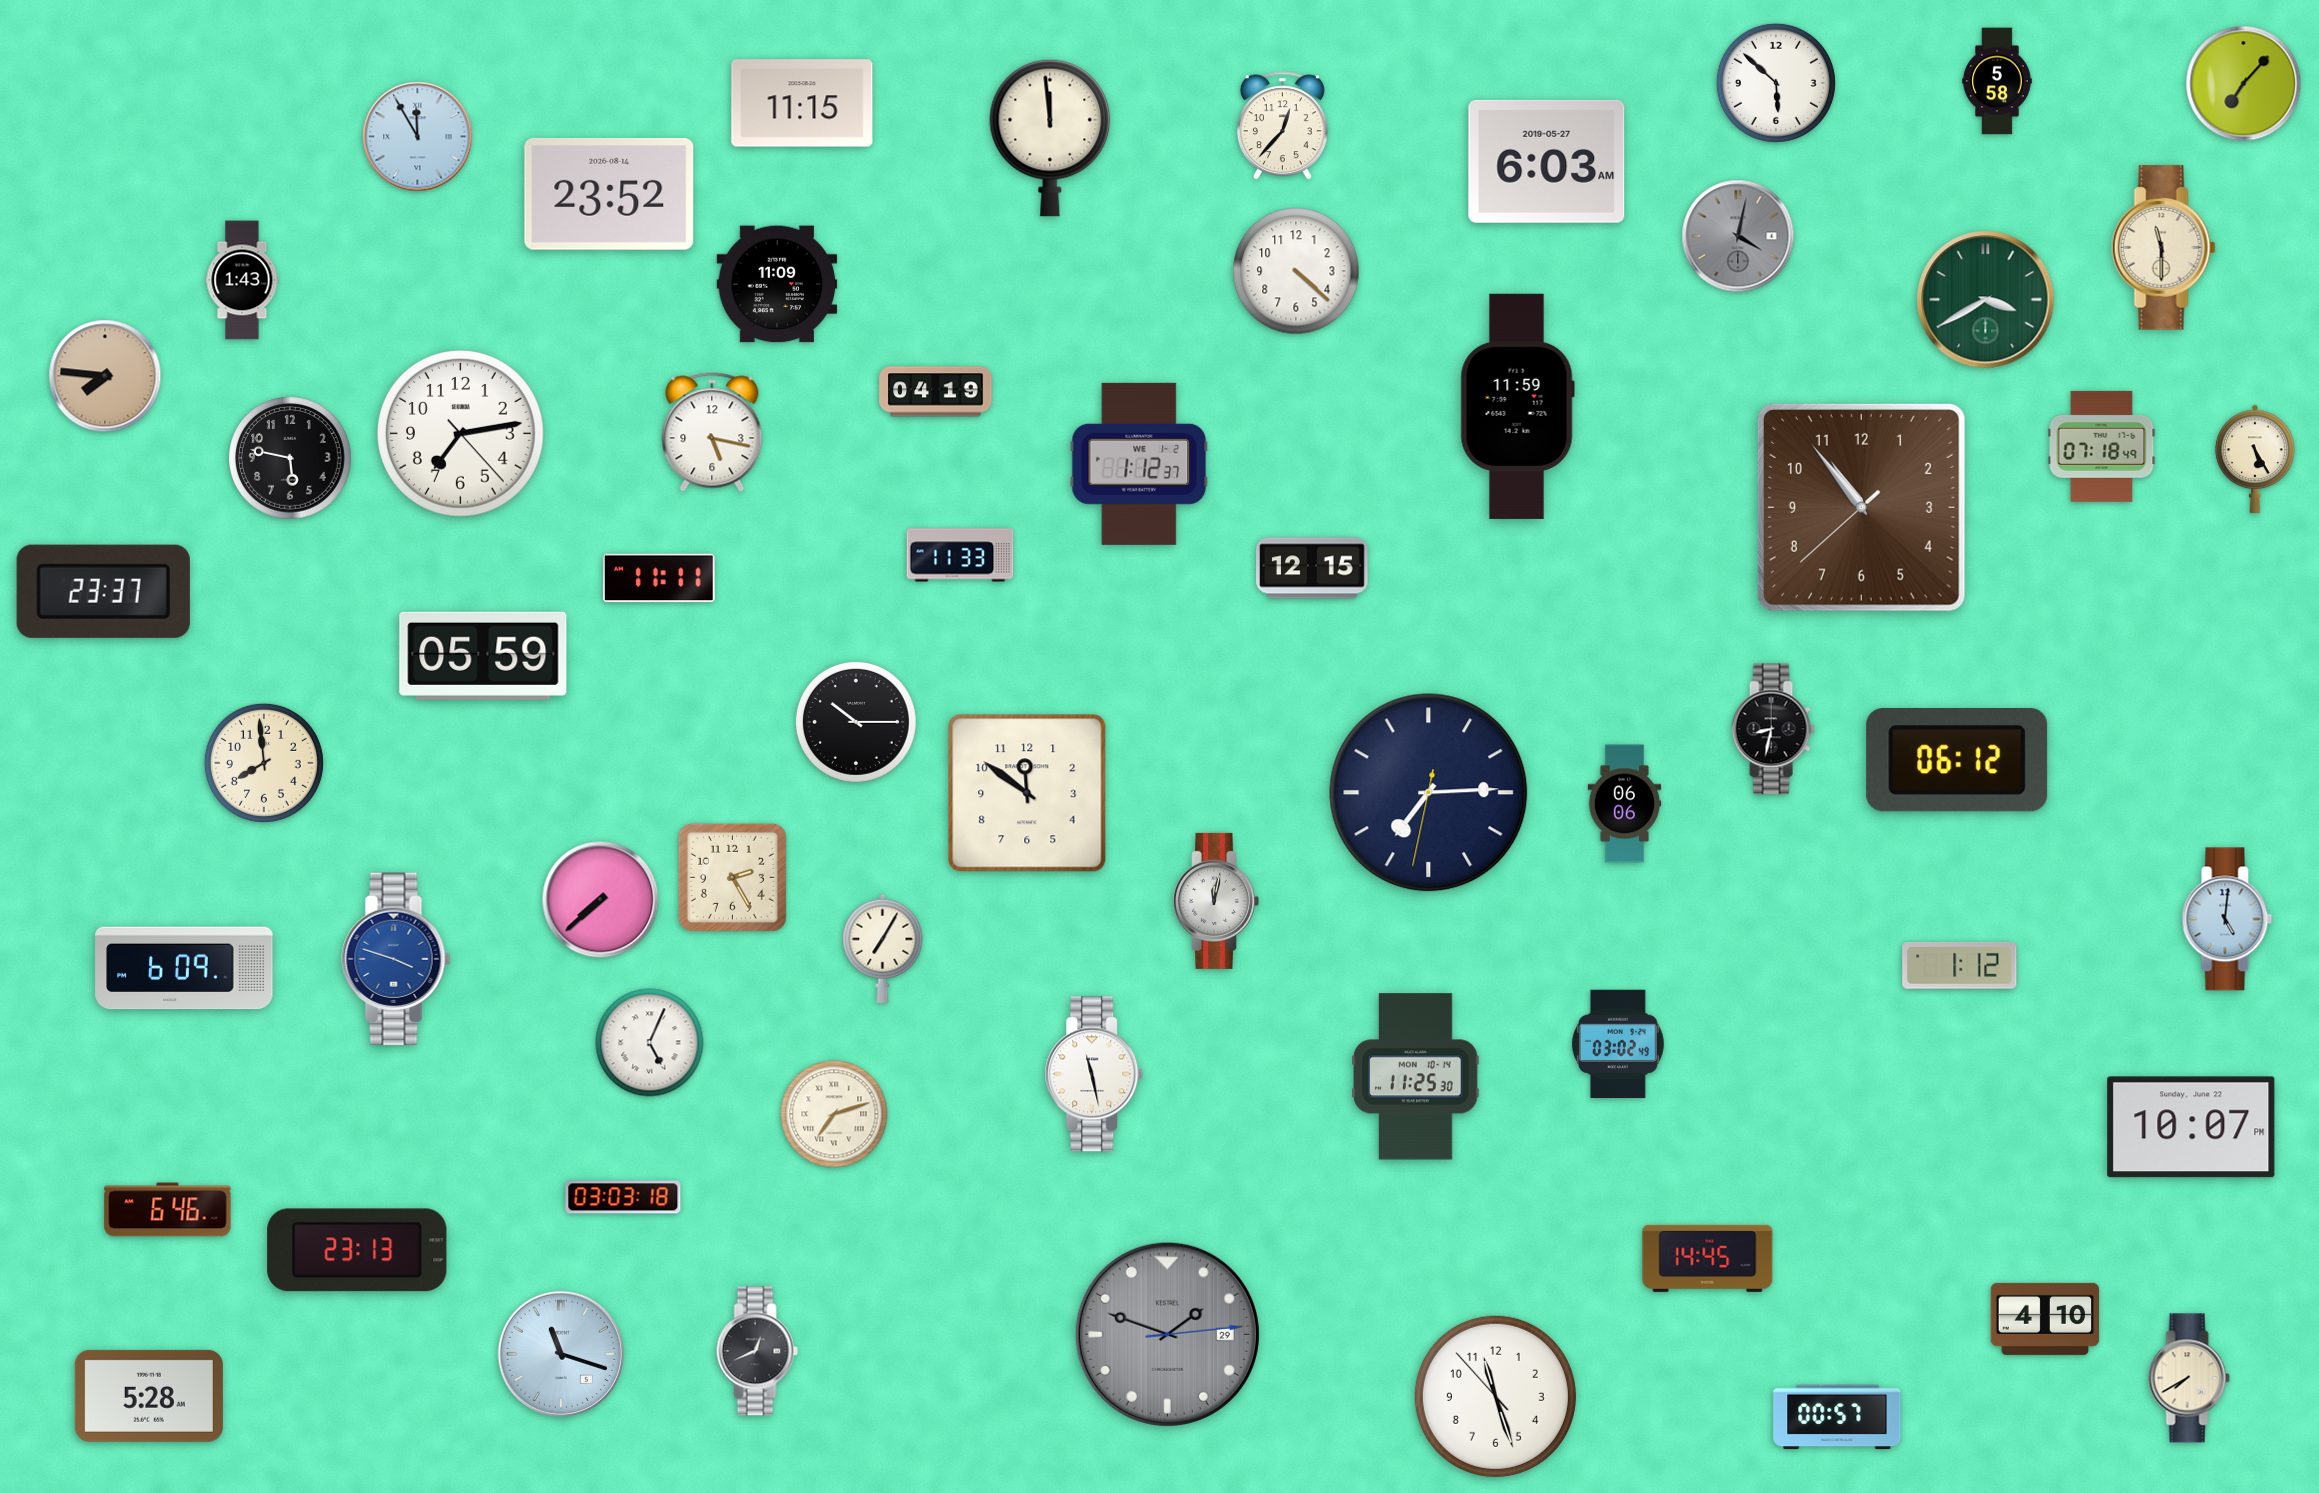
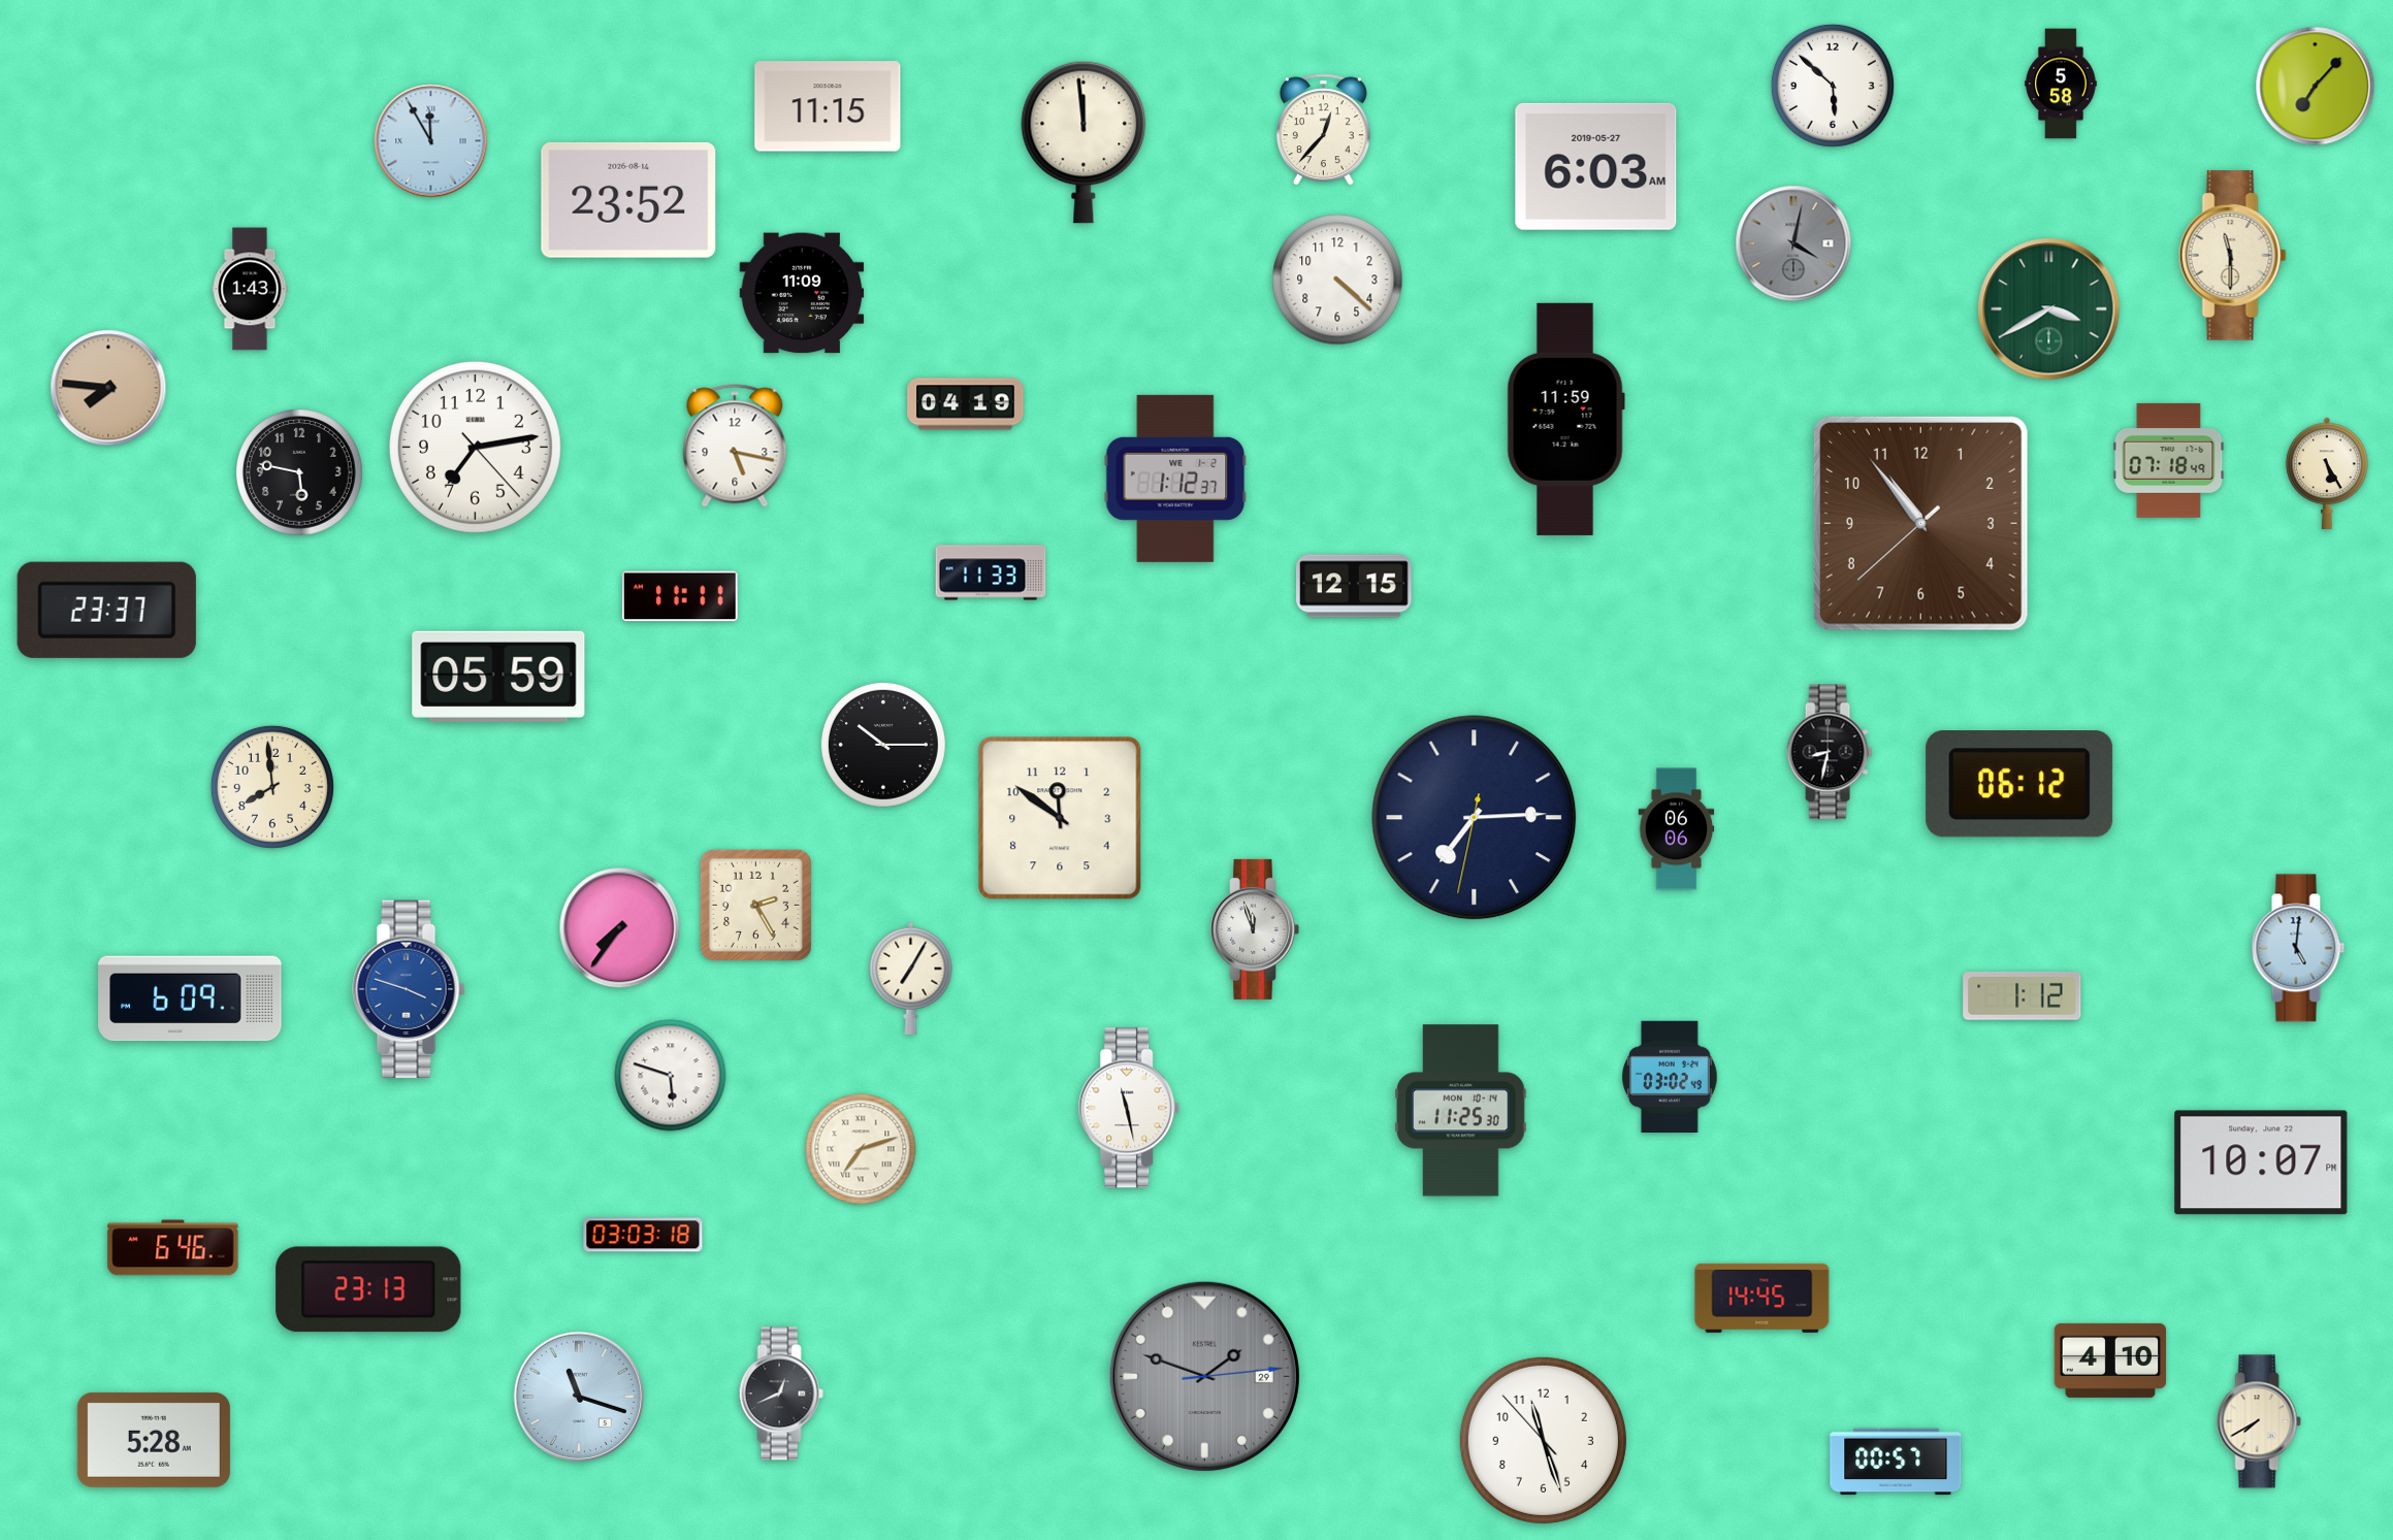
clock at (601, 900): 7:38 -> 7:36
clock at (1216, 901): 12:02 -> 11:57
clock at (650, 1043): 5:04 -> 5:48
